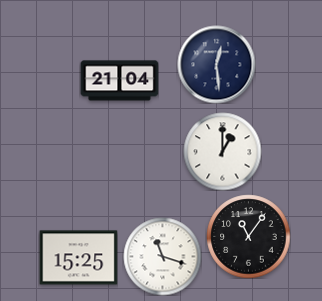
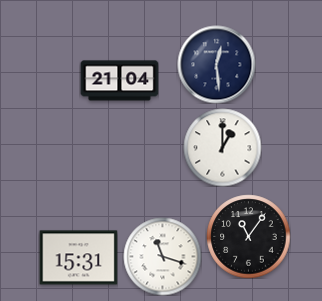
clock at (222, 151) position: (222, 151) -> (222, 147)
clock at (78, 258): 15:25 -> 15:31
